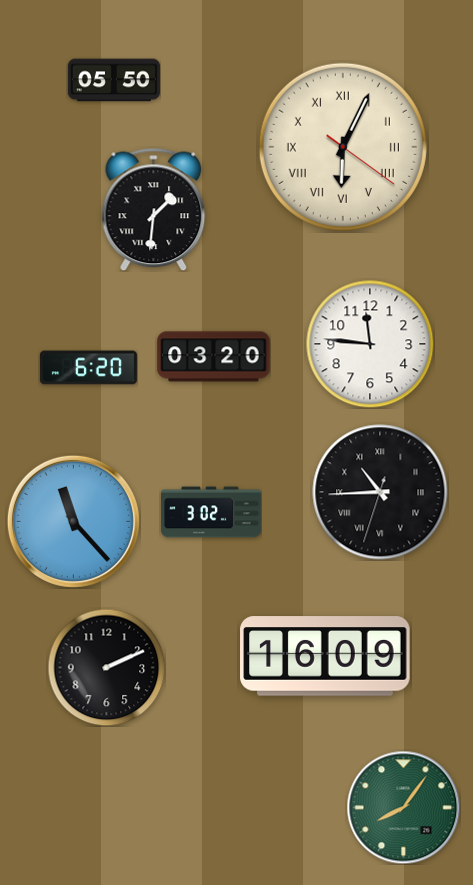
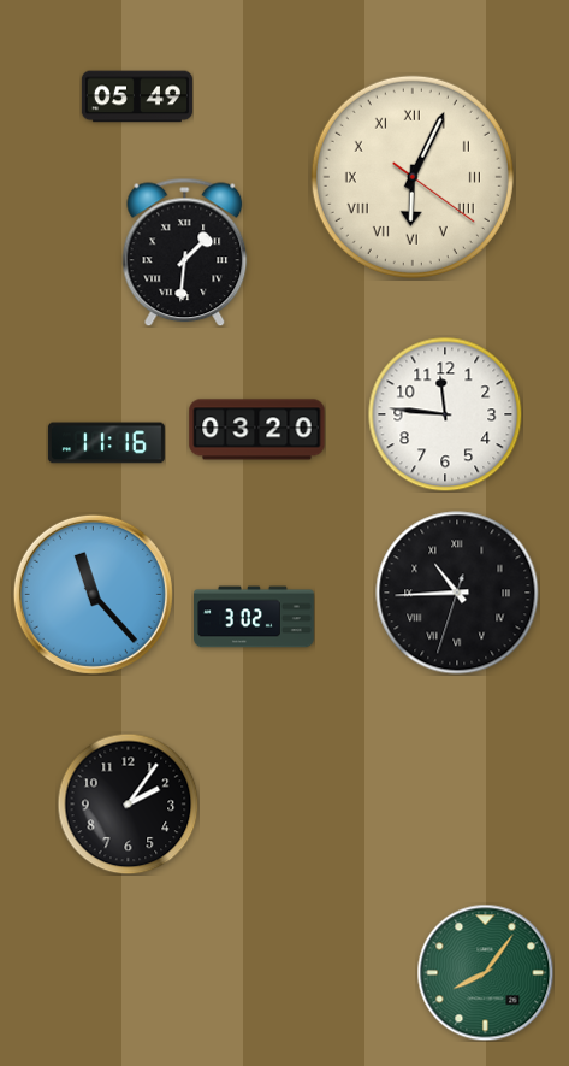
clock at (114, 80): 05:50 -> 05:49
clock at (88, 368): 6:20 -> 11:16
clock at (73, 521) position: (73, 521) -> (93, 594)
clock at (325, 656): 16:09 -> none
clock at (106, 667): 2:11 -> 2:06
